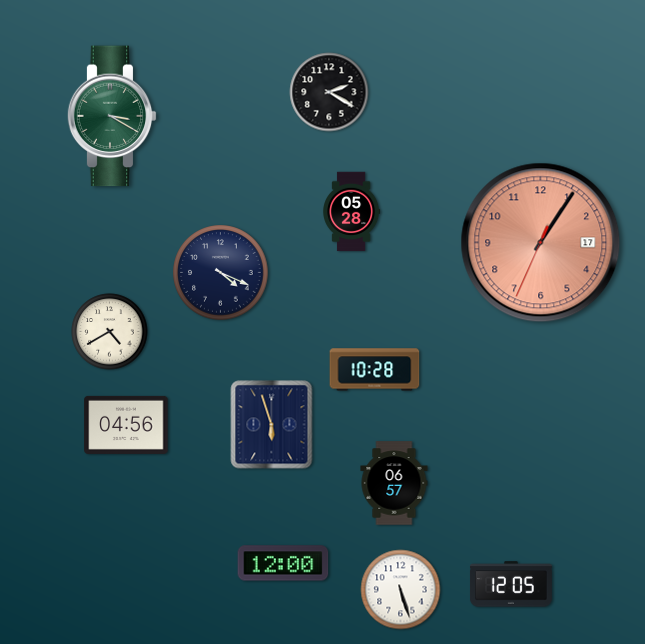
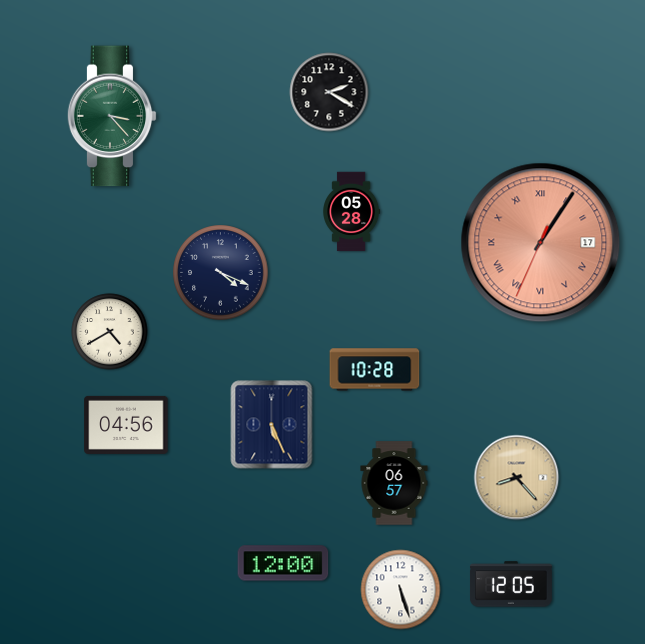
clock at (112, 116): 3:20 -> 3:23
clock at (541, 243) numerals: Arabic -> Roman
clock at (272, 425): 5:57 -> 5:26
clock at (517, 478): none -> 8:23
